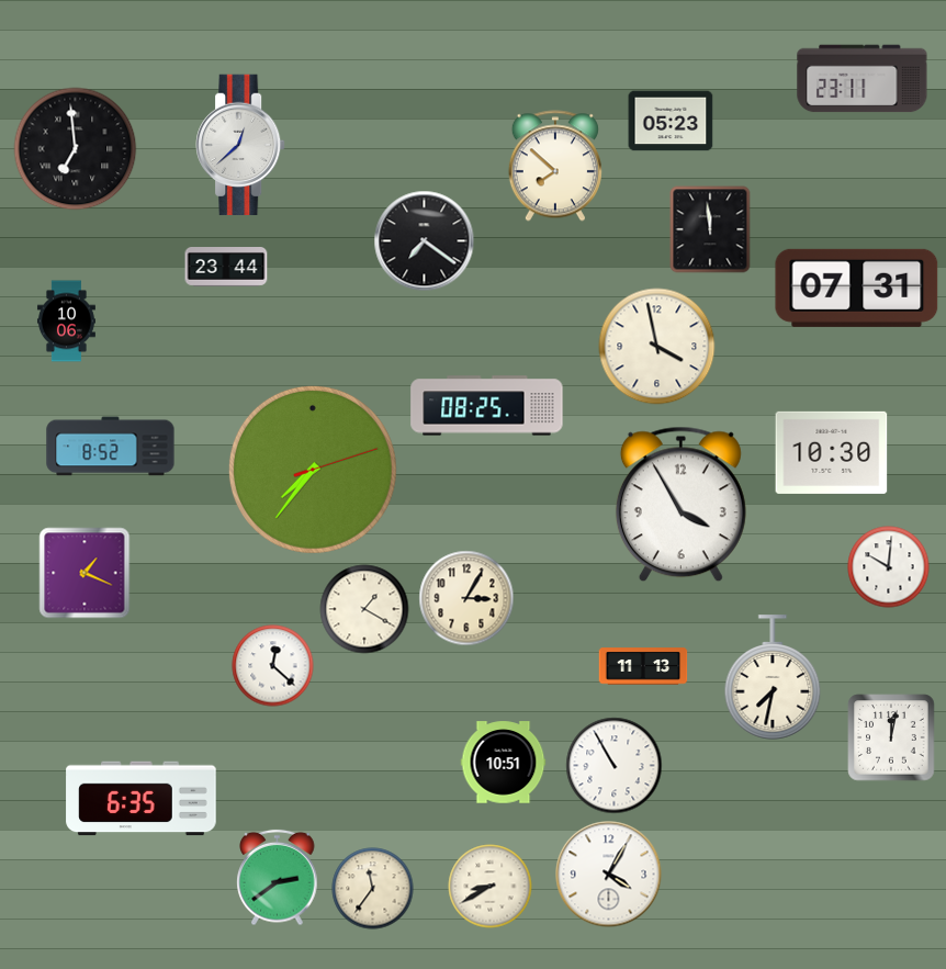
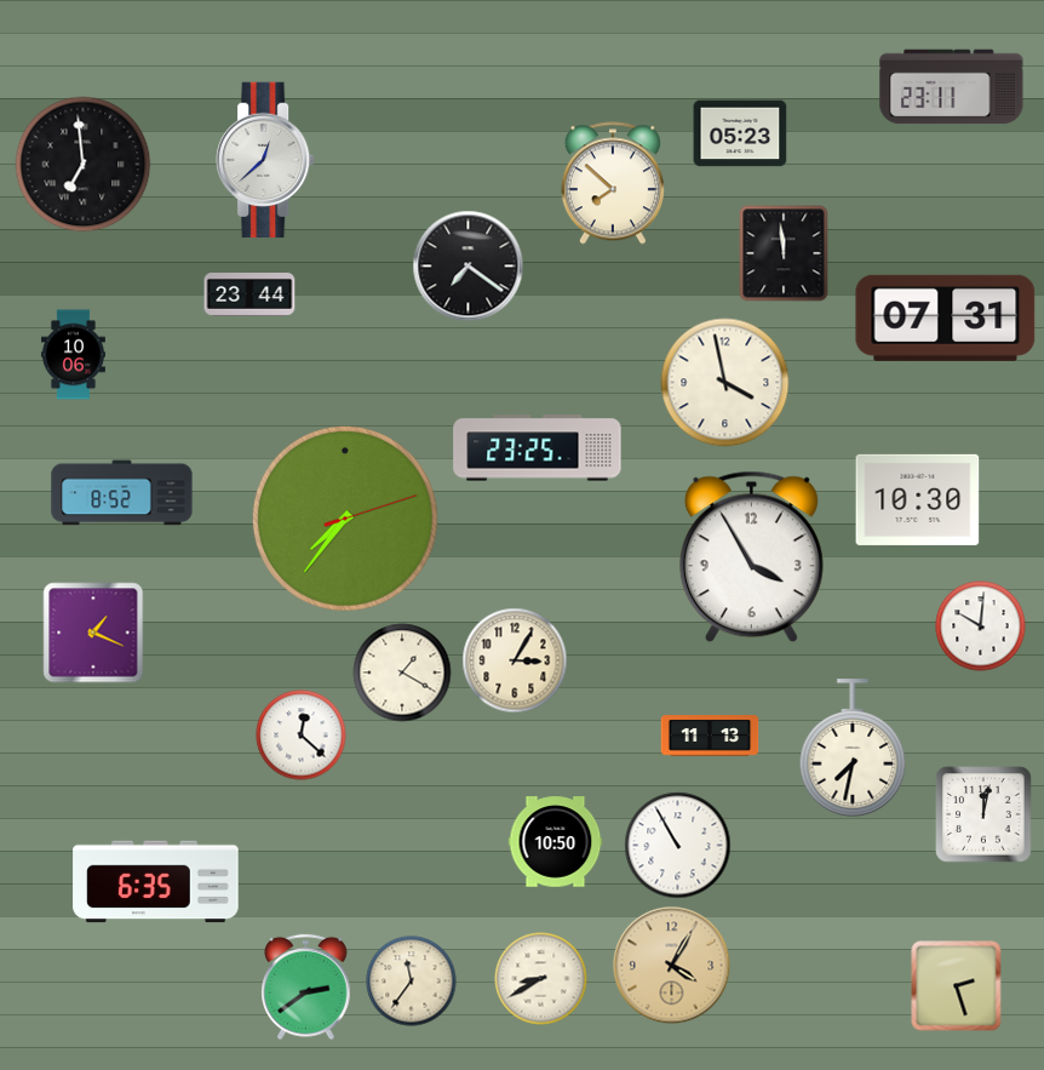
clock at (487, 406): 08:25 -> 23:25
clock at (504, 763): 10:51 -> 10:50
clock at (609, 875) dial: white -> champagne
clock at (278, 878) position: (278, 878) -> (306, 988)
clock at (957, 986): none -> 2:27
